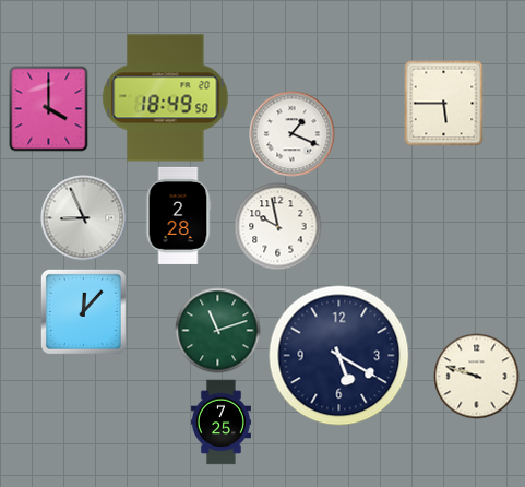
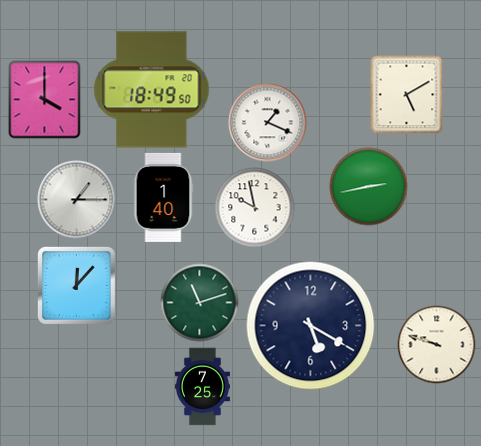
clock at (444, 103): 5:45 -> 5:10
clock at (368, 186): none -> 2:43
clock at (178, 215): 2:28 -> 1:40
clock at (83, 217): 8:56 -> 1:15
